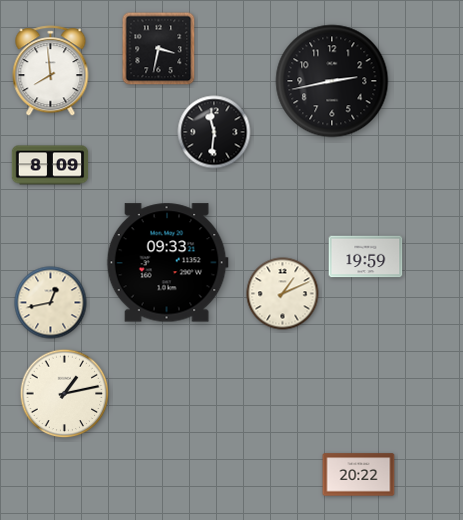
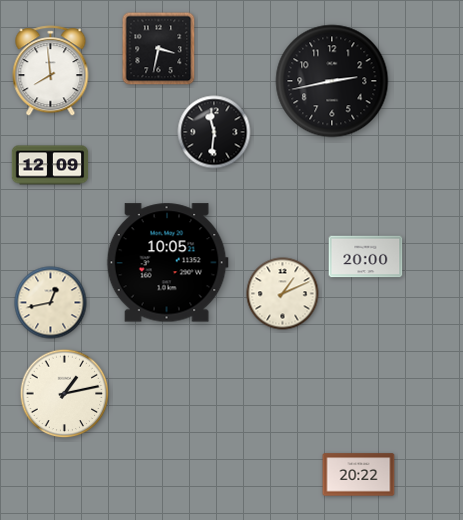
clock at (50, 165): 8:09 -> 12:09
clock at (366, 257): 19:59 -> 20:00
clock at (167, 263): 09:33 -> 10:05
